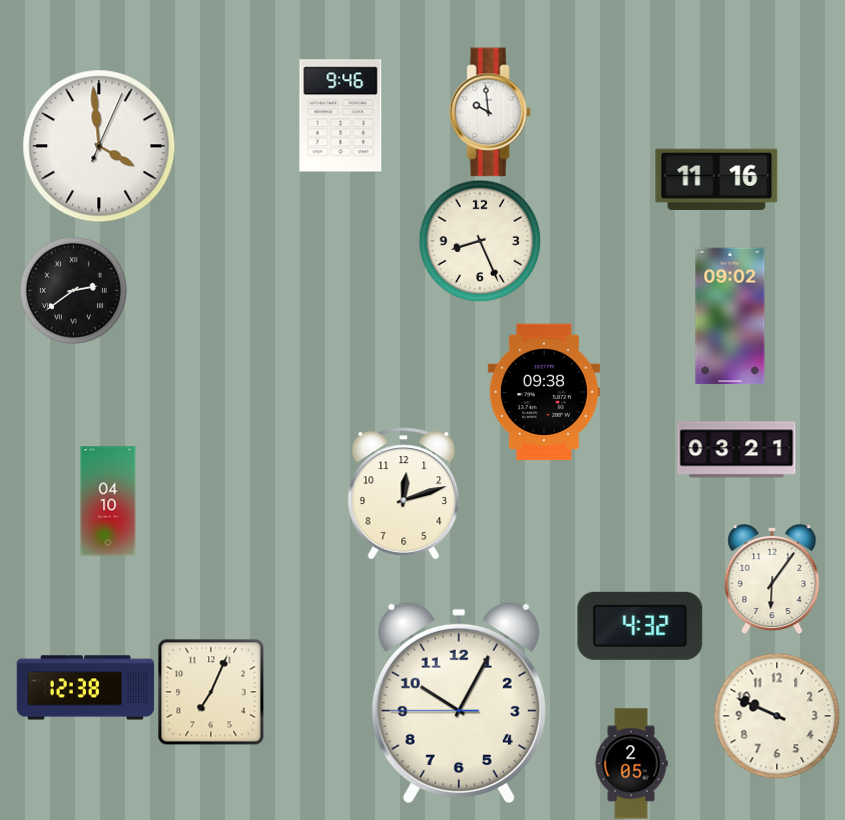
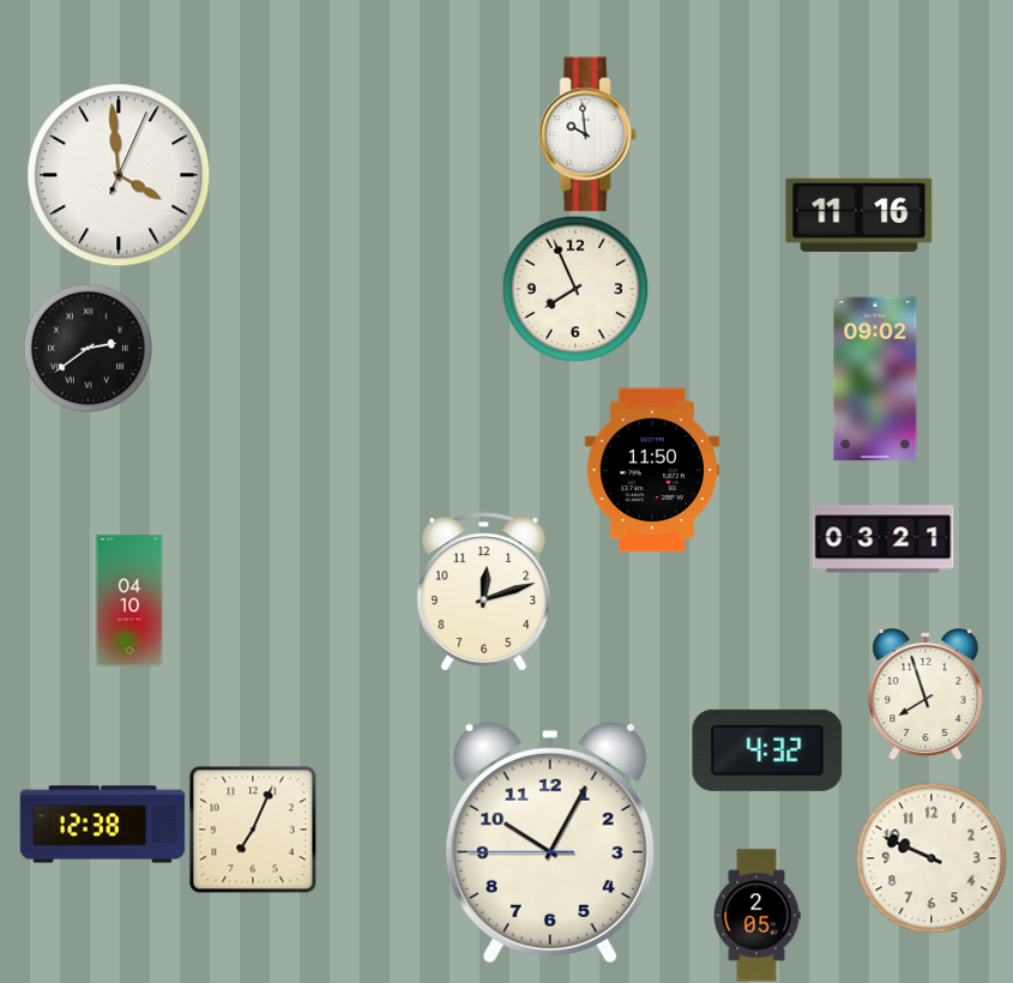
clock at (341, 116): 9:46 -> none
clock at (480, 241): 8:26 -> 7:56
clock at (544, 392): 09:38 -> 11:50
clock at (772, 580): 6:06 -> 7:57
